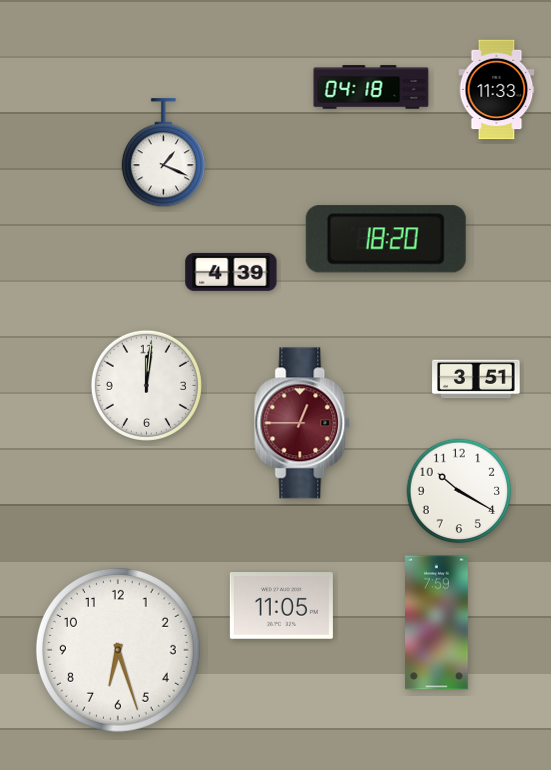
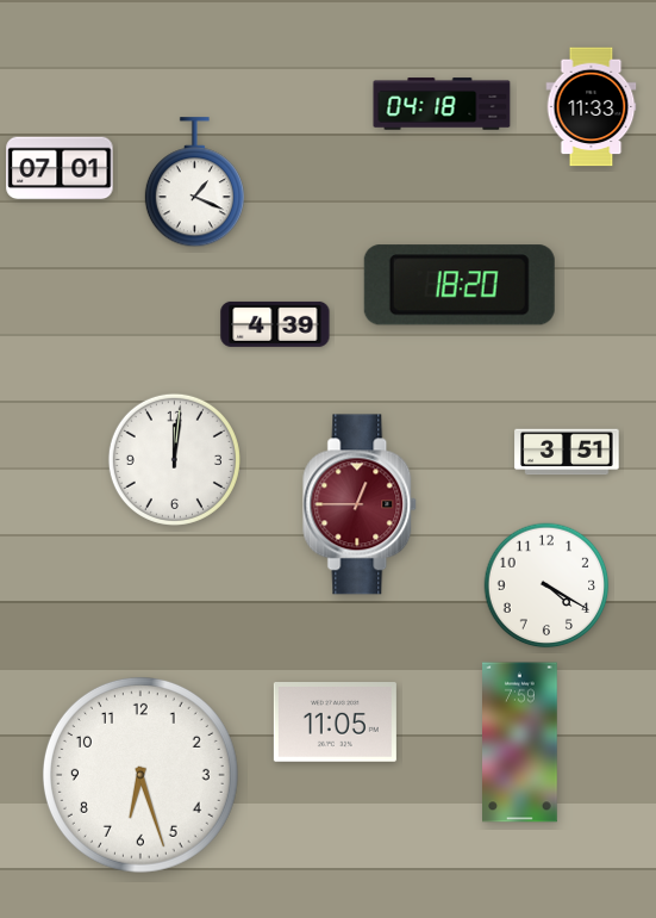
clock at (60, 168): none -> 07:01
clock at (459, 491): 10:20 -> 4:20
